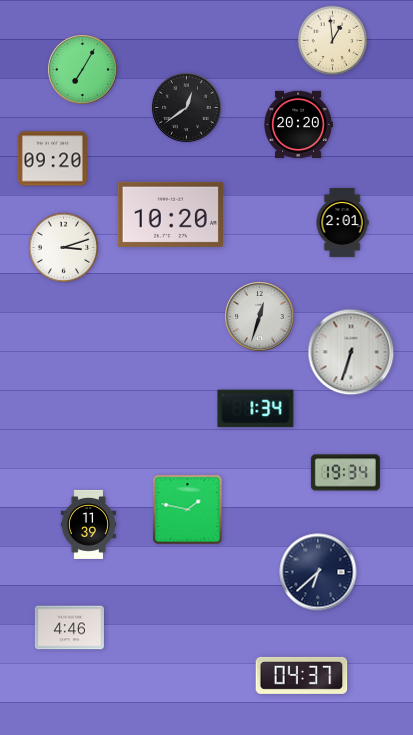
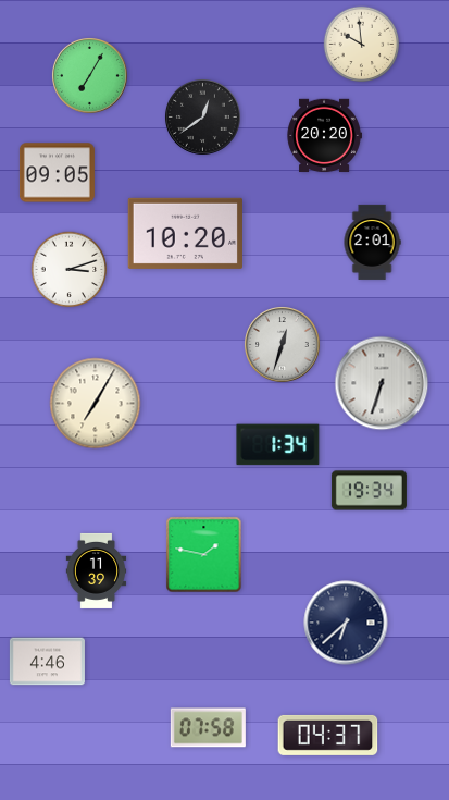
clock at (333, 41): 12:59 -> 9:59
clock at (52, 159): 09:20 -> 09:05
clock at (96, 404): none -> 7:05
clock at (345, 473) position: (345, 473) -> (369, 491)
clock at (69, 628) position: (69, 628) -> (47, 662)
clock at (208, 728): none -> 07:58
